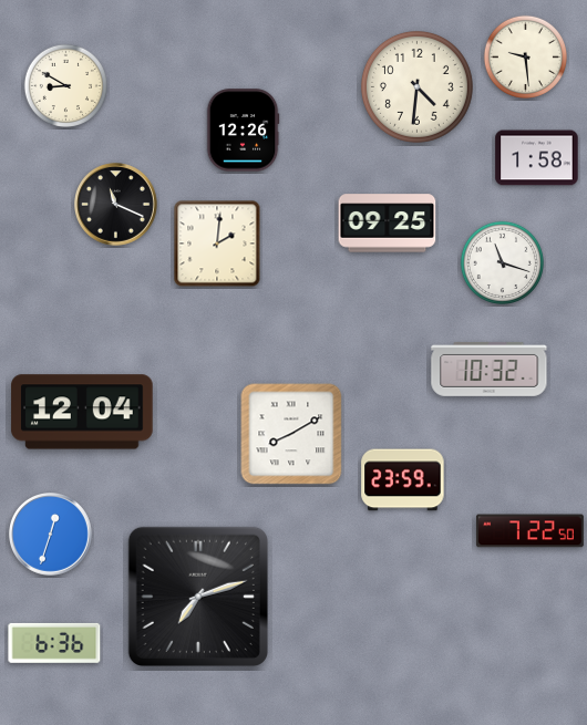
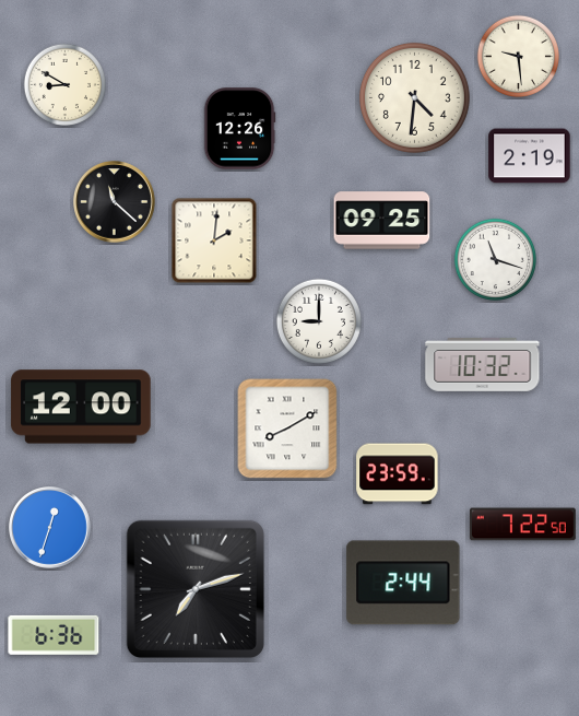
clock at (416, 86) position: (416, 86) -> (414, 97)
clock at (537, 158): 1:58 -> 2:19
clock at (116, 205): 11:19 -> 11:22
clock at (319, 321): none -> 9:00
clock at (82, 412): 12:04 -> 12:00
clock at (403, 583): none -> 2:44
